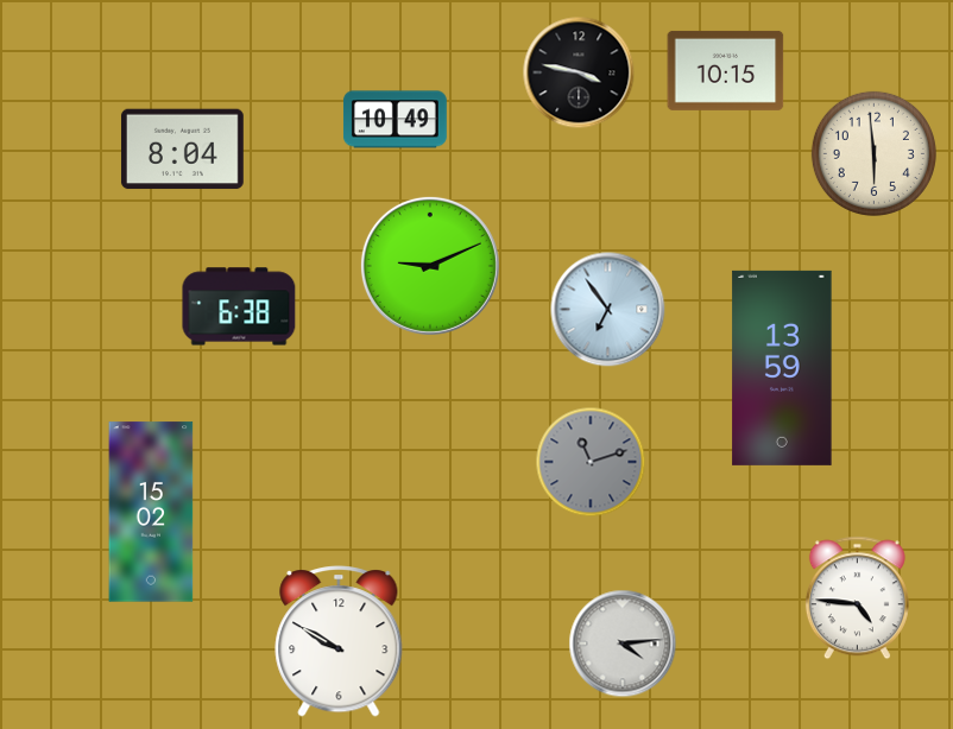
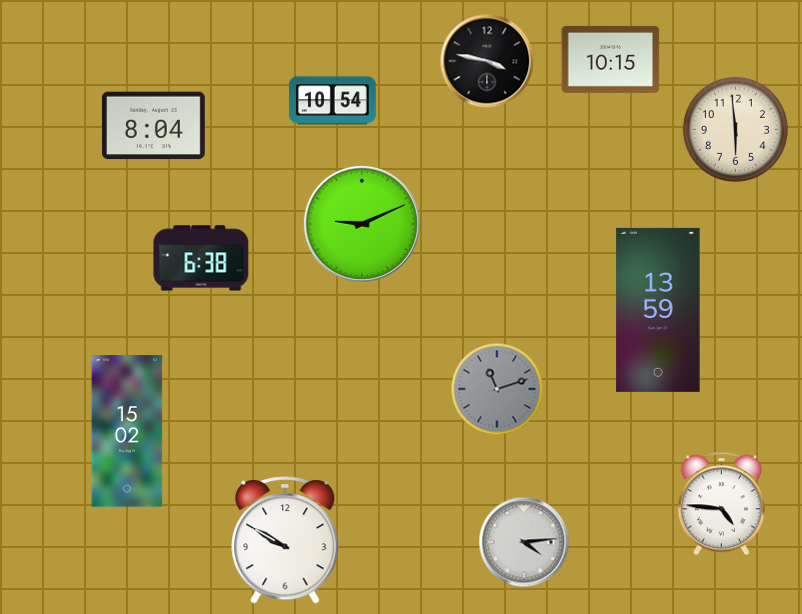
clock at (395, 120): 10:49 -> 10:54
clock at (608, 310): 6:54 -> none
